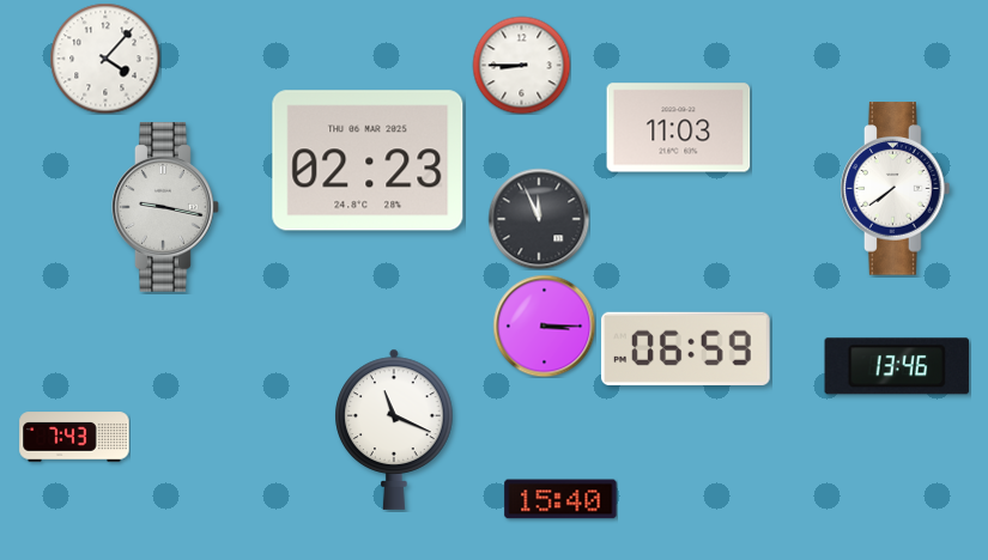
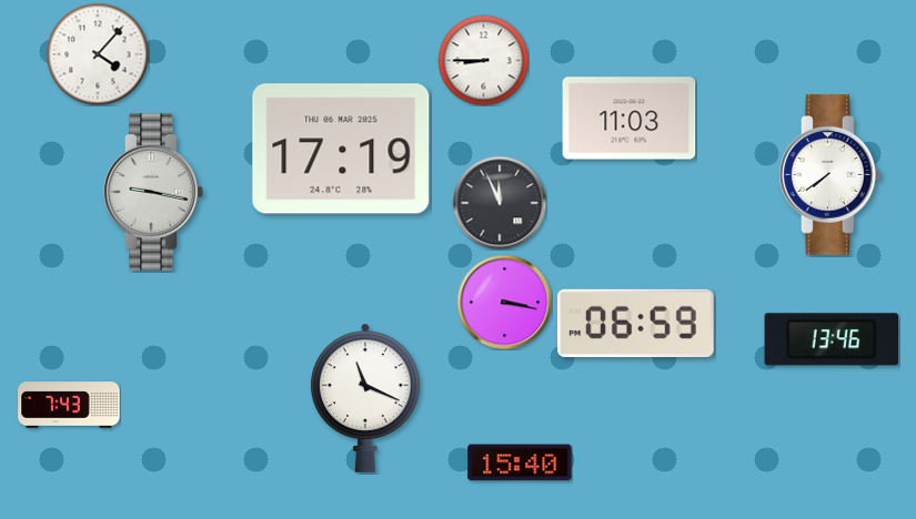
clock at (368, 160): 02:23 -> 17:19
clock at (544, 325): 3:15 -> 3:17
